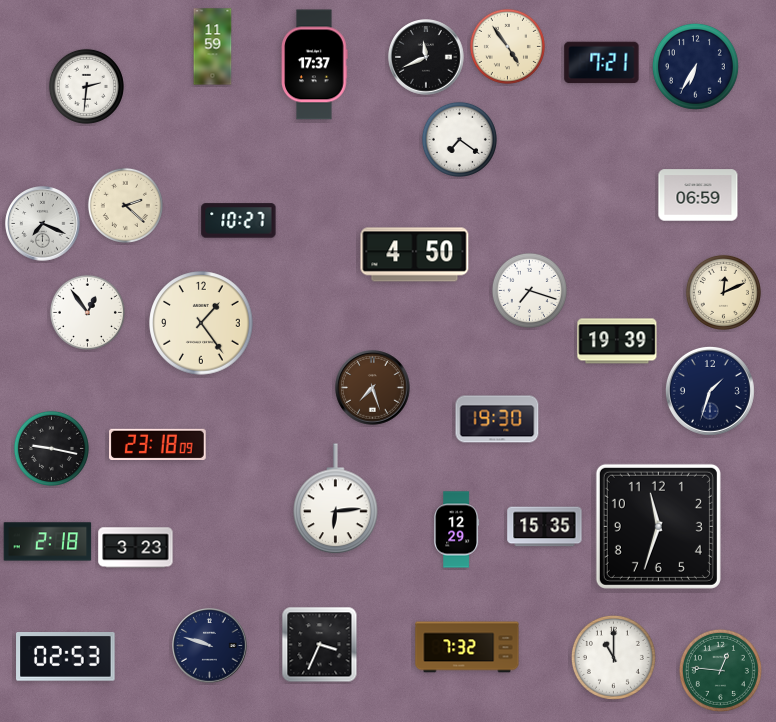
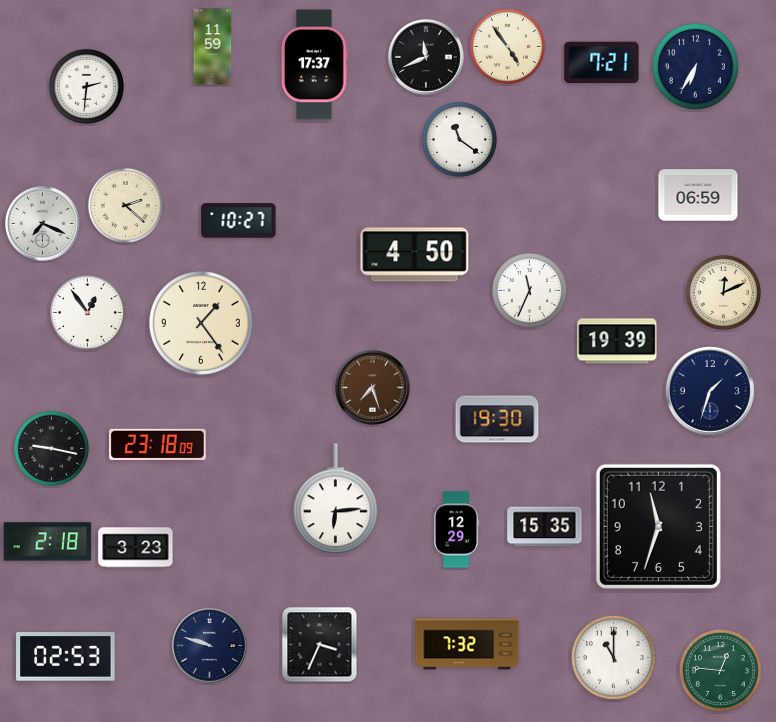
clock at (459, 139): 7:21 -> 11:21
clock at (529, 290): 7:18 -> 11:34
clock at (467, 647) position: (467, 647) -> (467, 644)
